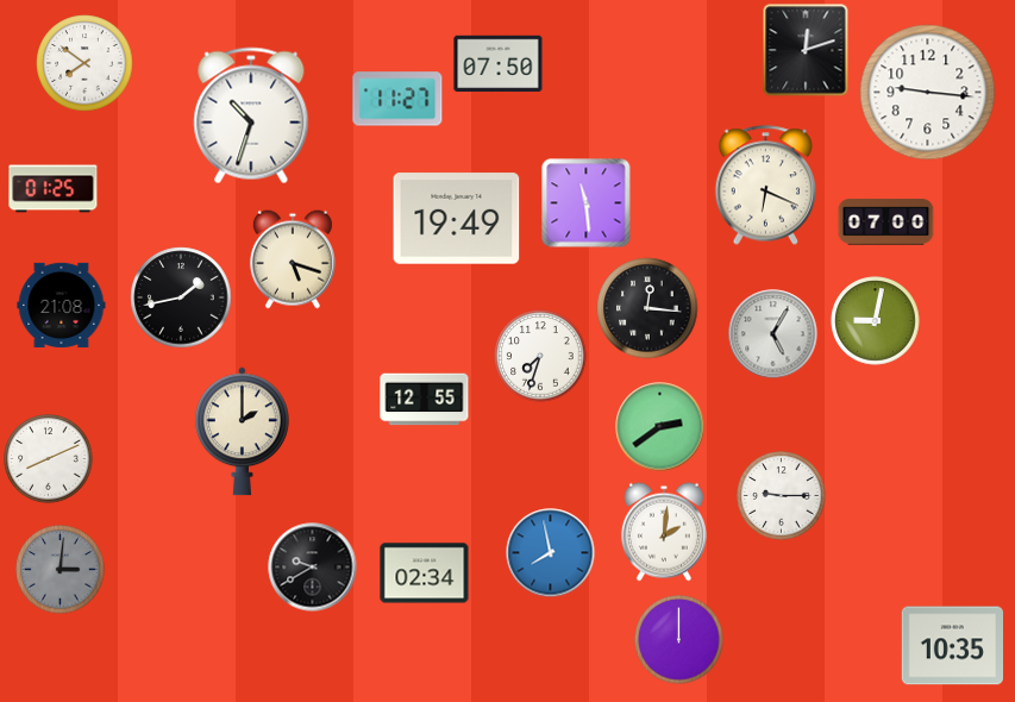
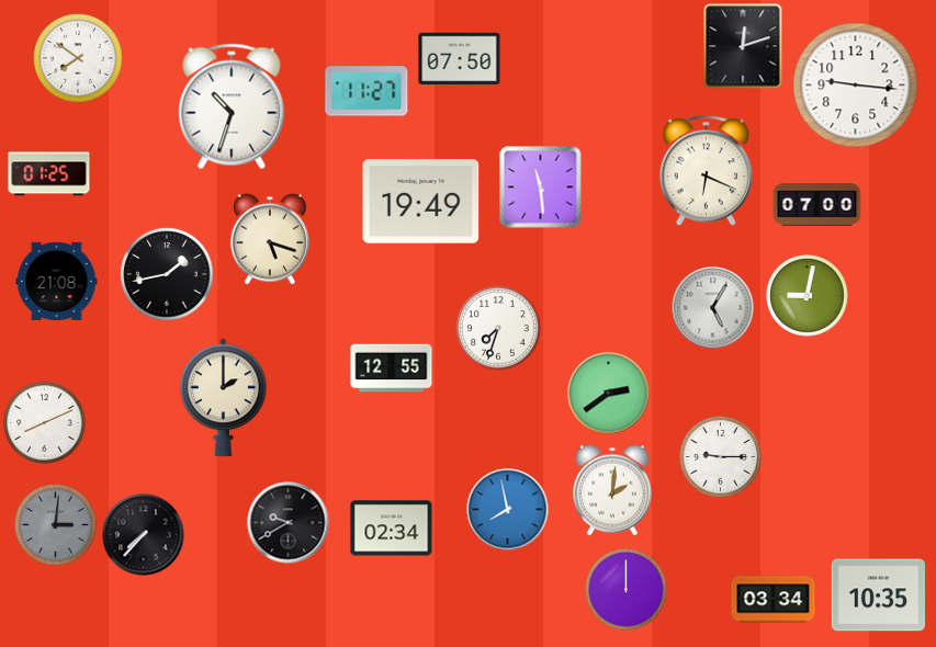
clock at (647, 308): 12:16 -> none
clock at (144, 535): none -> 7:37
clock at (774, 600): none -> 03:34
